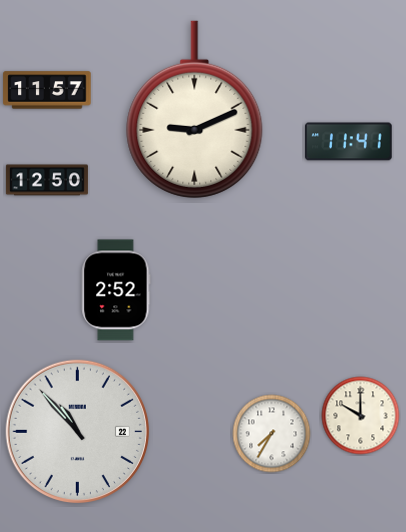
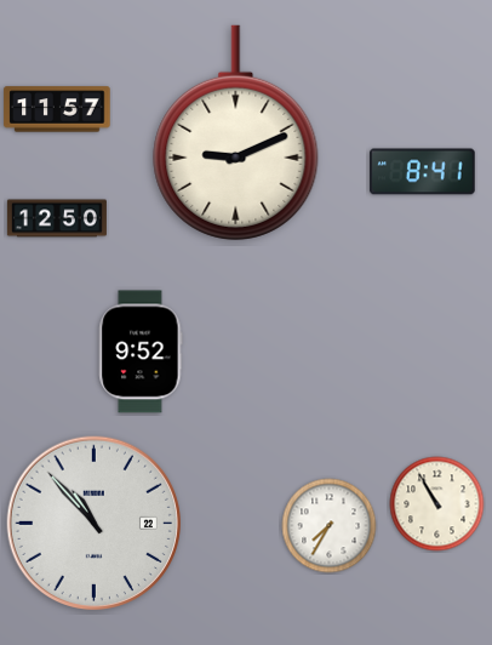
clock at (349, 142): 11:41 -> 8:41
clock at (116, 290): 2:52 -> 9:52
clock at (361, 416): 10:00 -> 10:55
